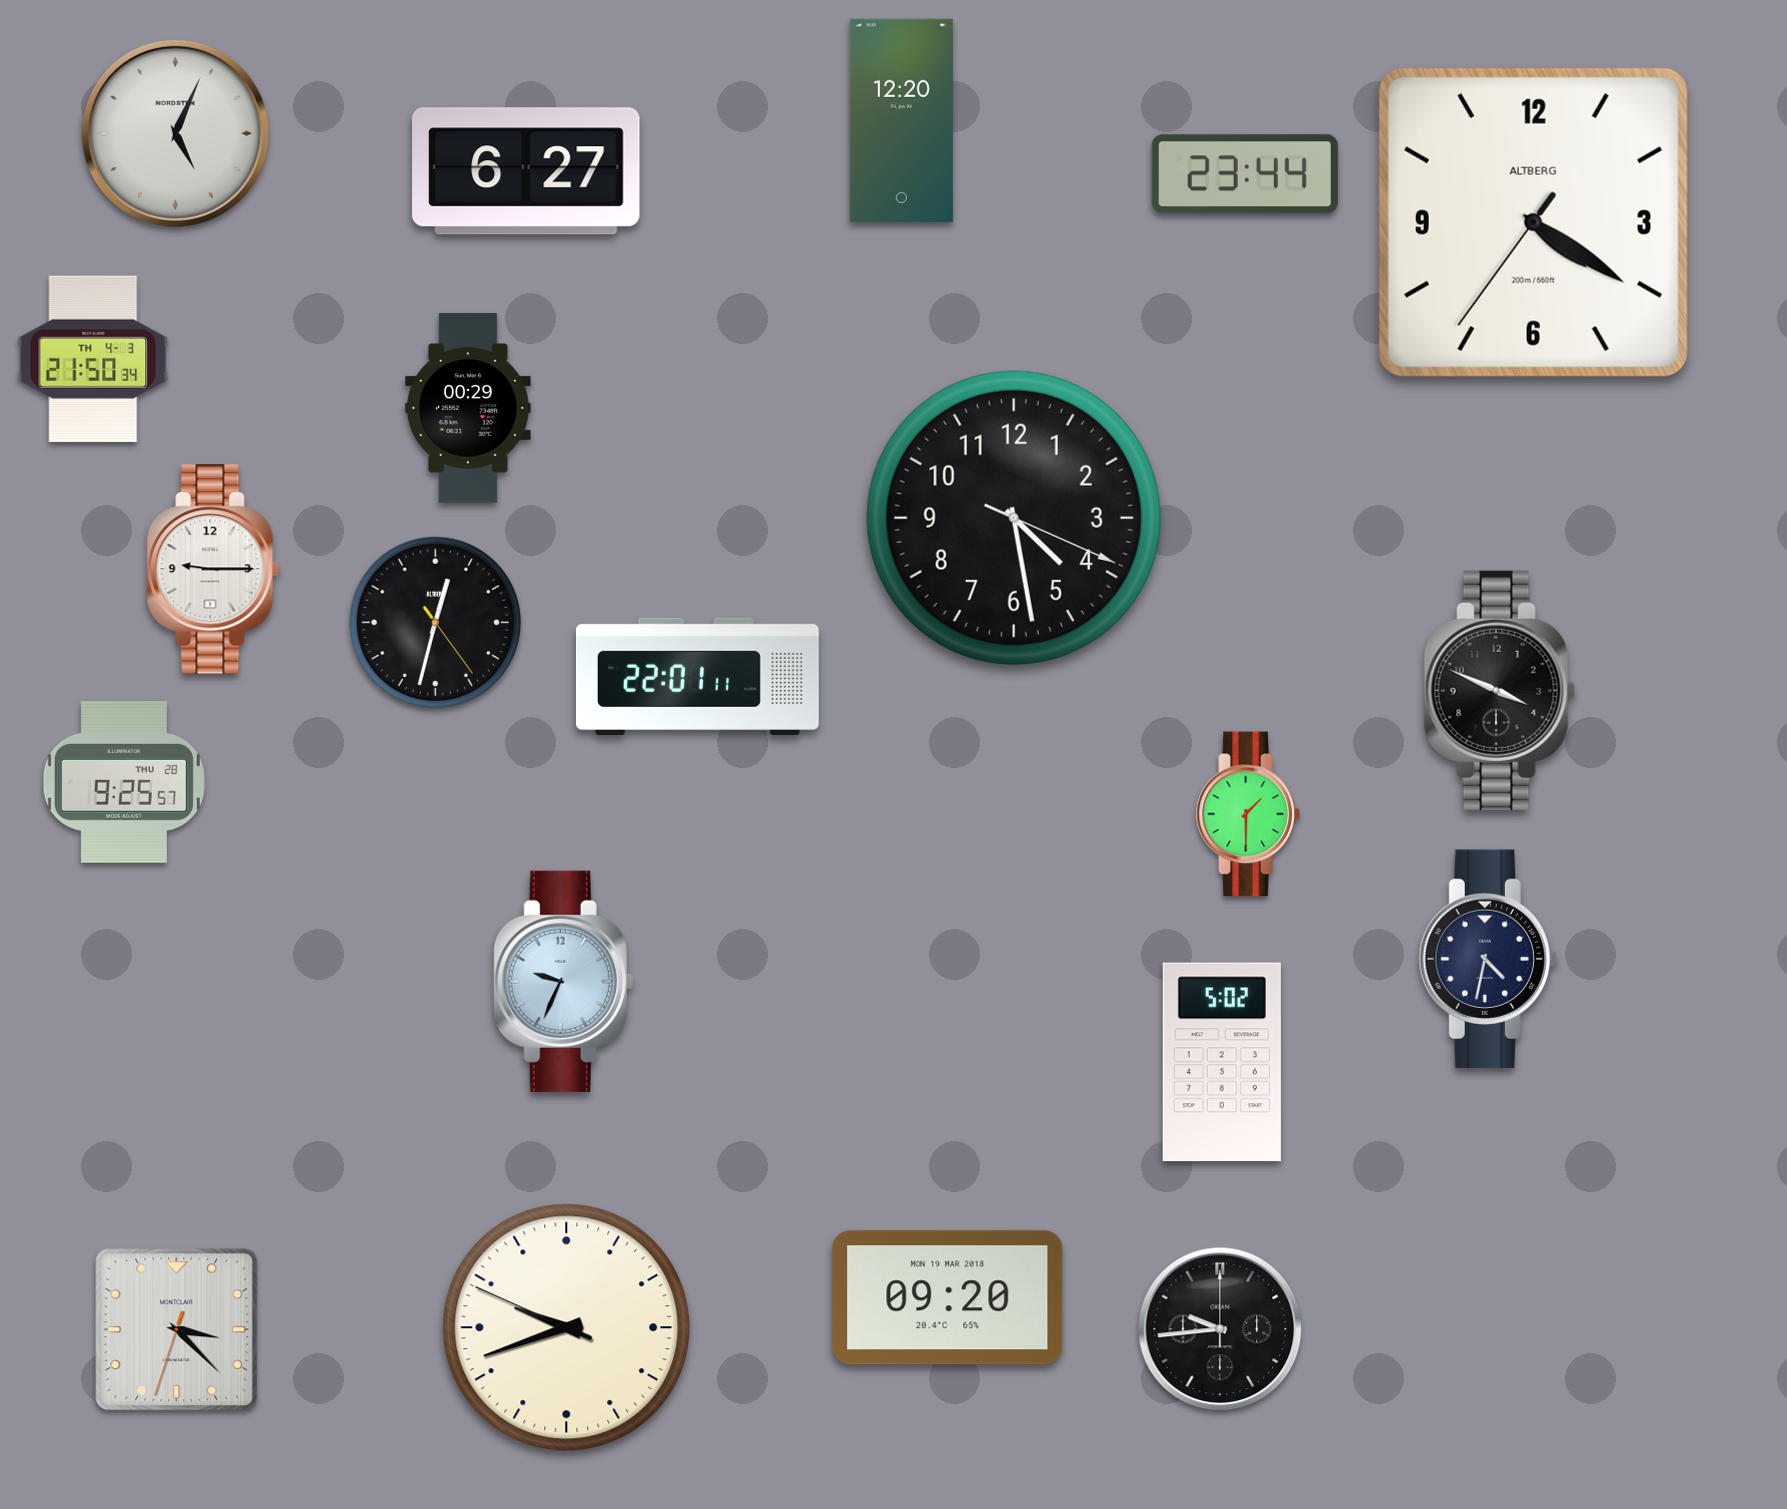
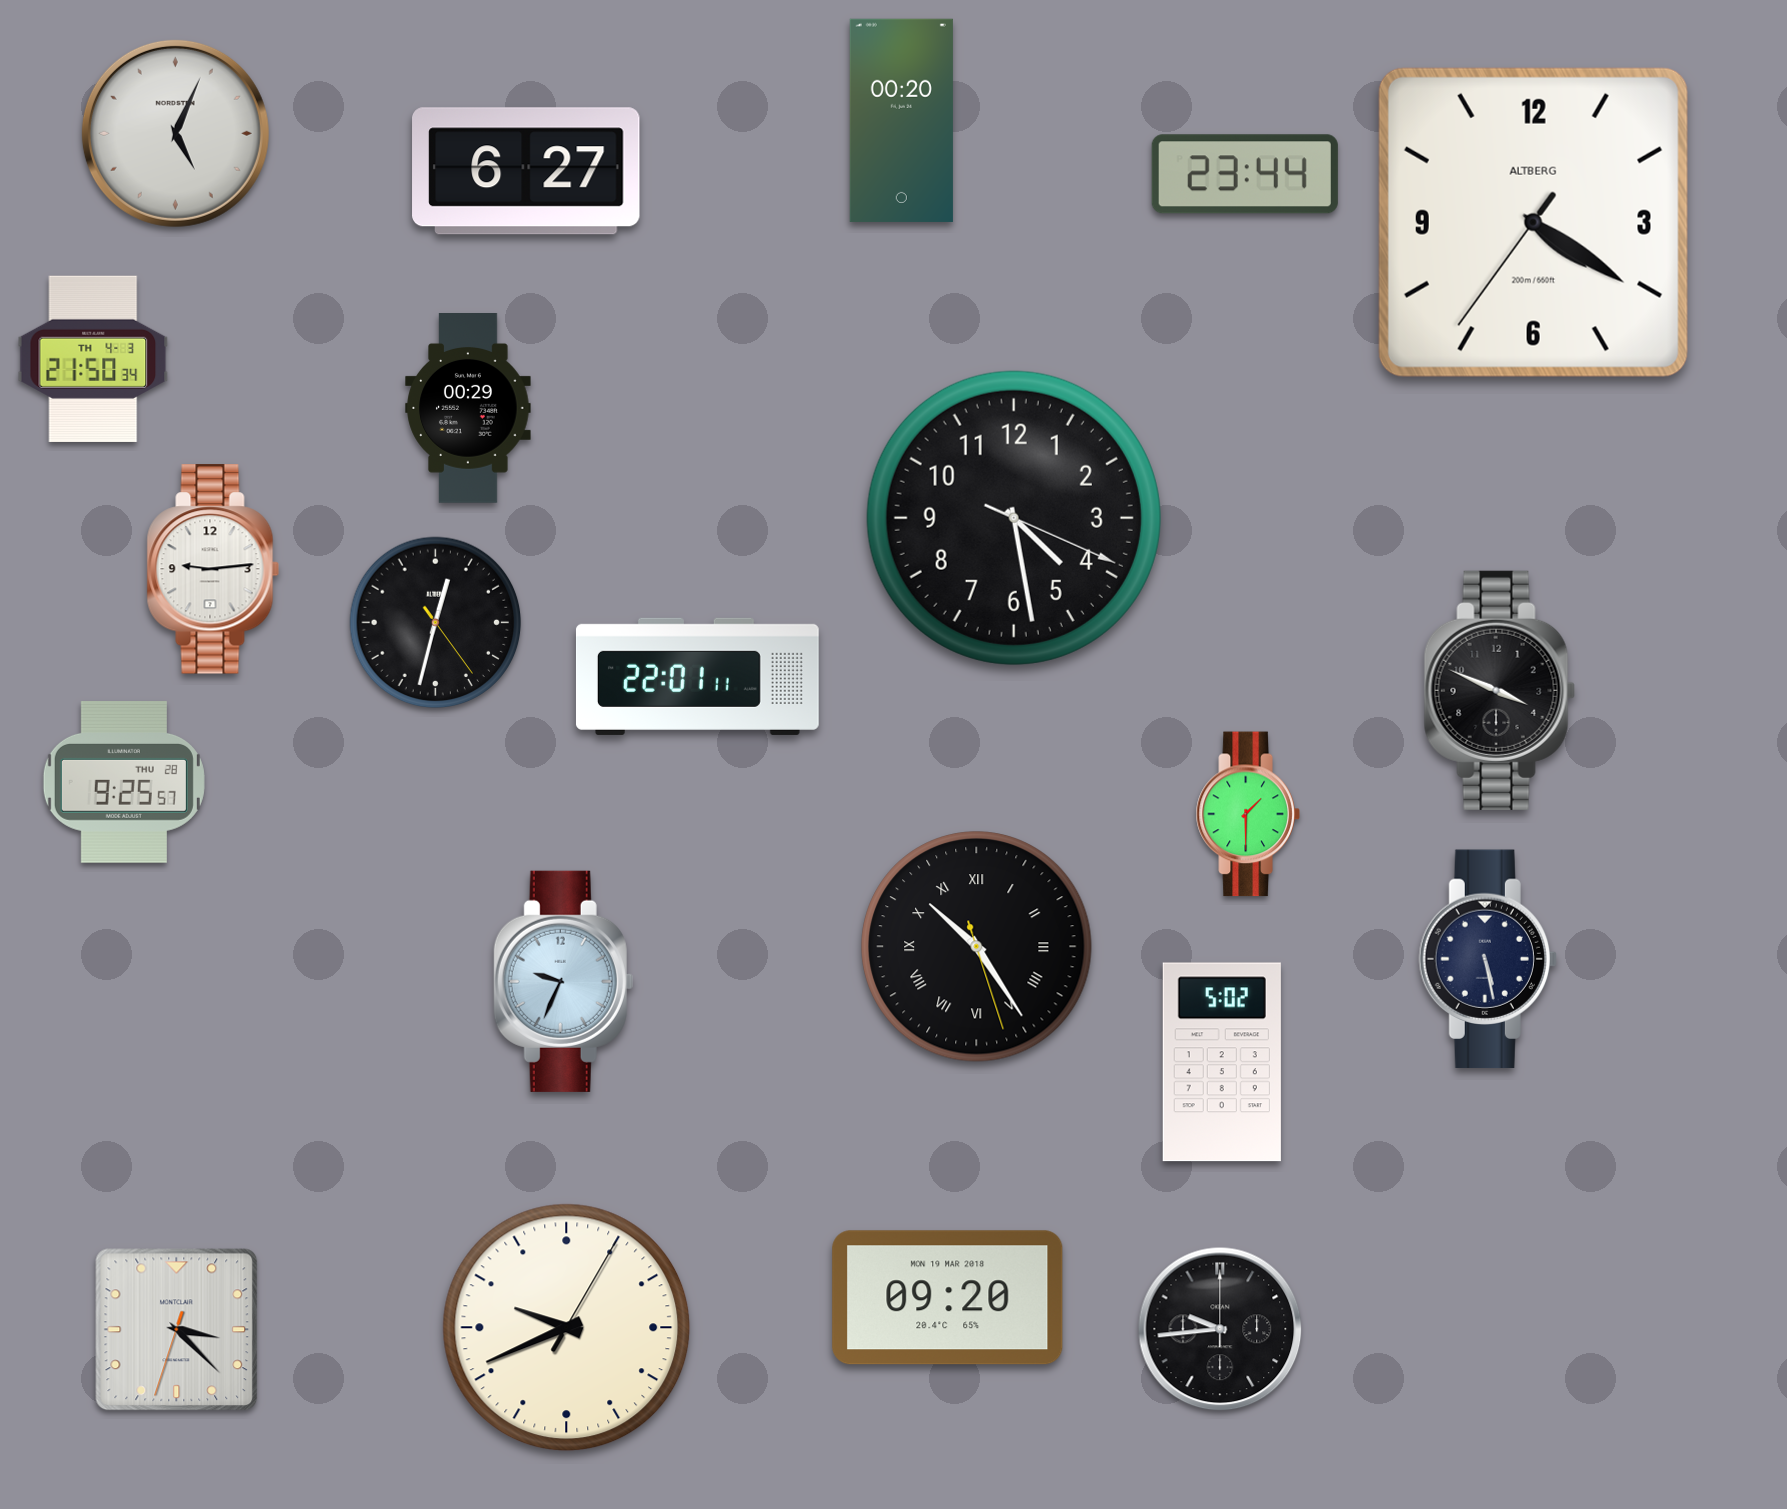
clock at (901, 120): 12:20 -> 00:20
clock at (213, 569): 9:15 -> 9:14
clock at (977, 947): none -> 10:24
clock at (1488, 959): 4:32 -> 5:28
clock at (567, 1328): 9:41:49 -> 9:41:05
